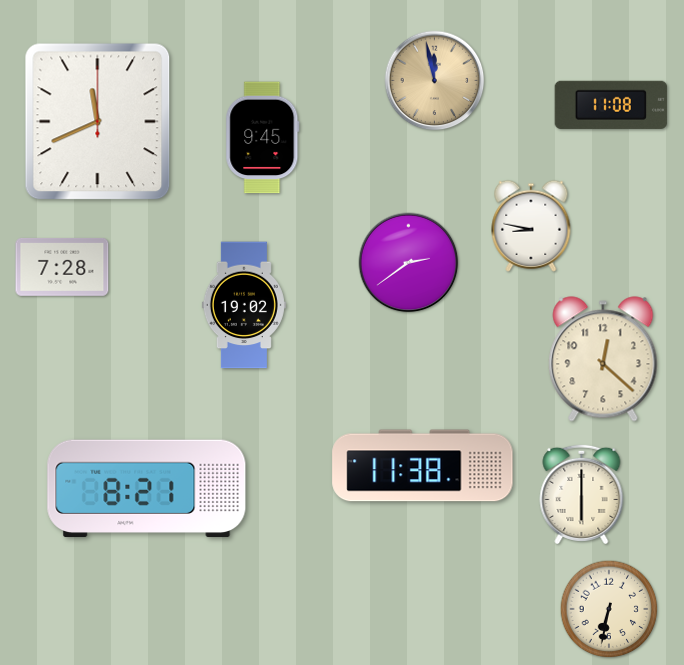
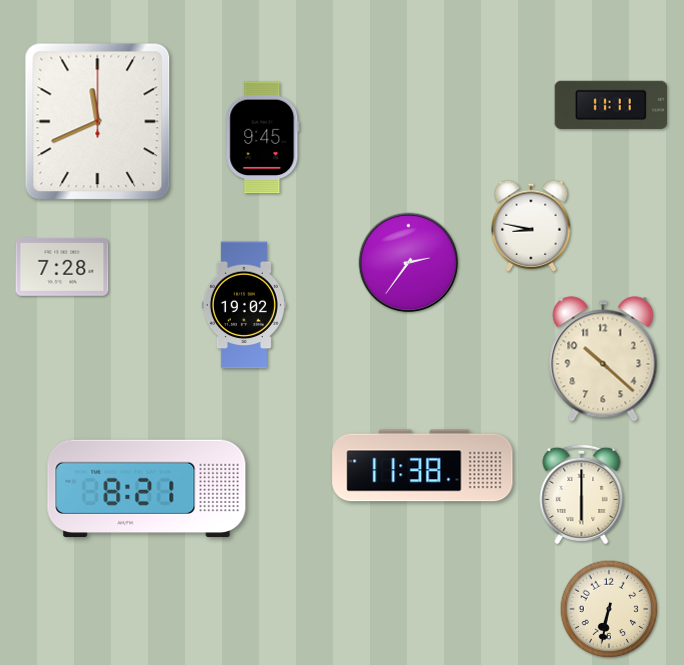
clock at (435, 81): 11:58 -> none
clock at (611, 105): 11:08 -> 11:11
clock at (409, 263): 2:39 -> 2:36
clock at (603, 359): 12:22 -> 10:22
